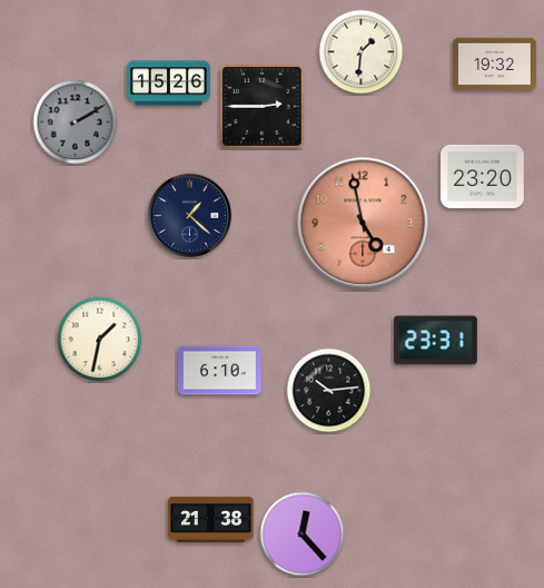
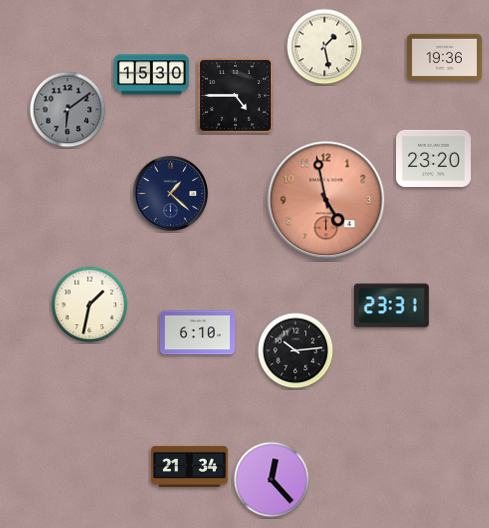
clock at (362, 52): 1:31 -> 1:28
clock at (495, 63): 19:32 -> 19:36
clock at (169, 84): 15:26 -> 15:30
clock at (261, 106): 2:45 -> 4:45
clock at (76, 122): 2:10 -> 6:09
clock at (211, 519): 21:38 -> 21:34
